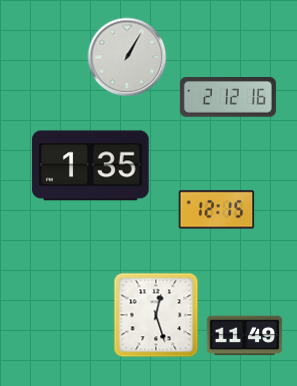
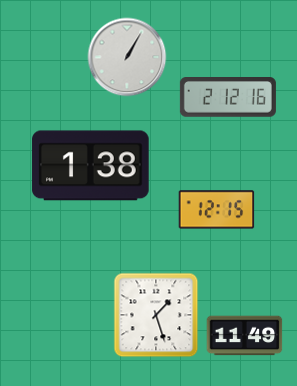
clock at (91, 166): 1:35 -> 1:38
clock at (156, 315): 12:27 -> 1:27
